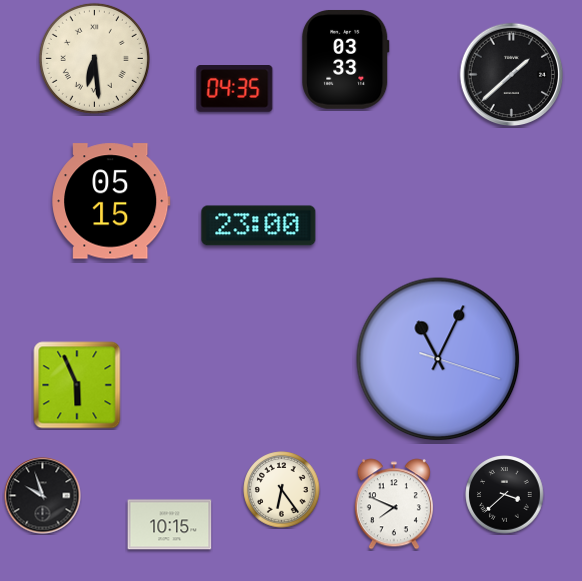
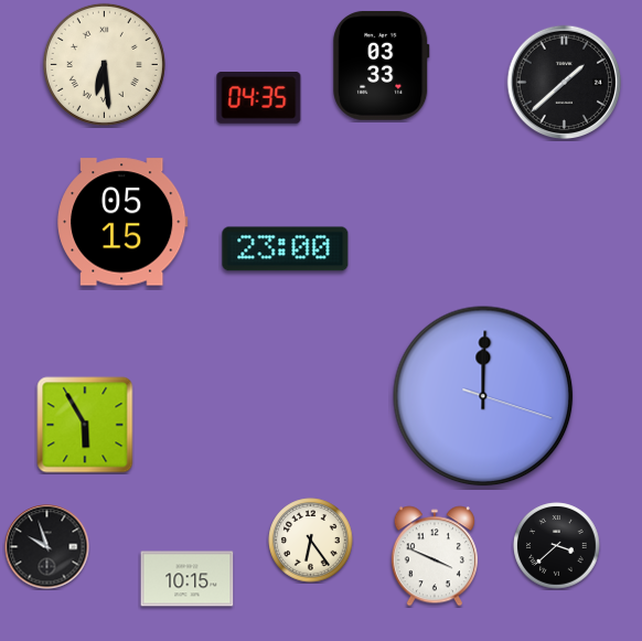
clock at (438, 359): 11:04 -> 12:00
clock at (77, 385): 5:56 -> 5:55
clock at (394, 504): 7:49 -> 3:49
